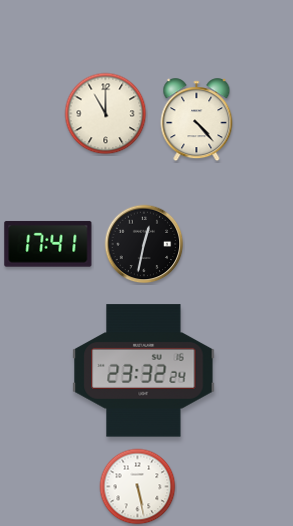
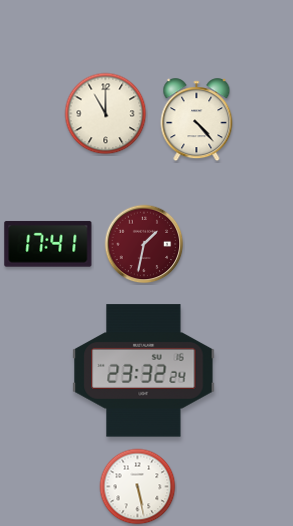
clock at (144, 244): 12:32 -> 1:32
clock at (144, 244) dial: black -> burgundy
